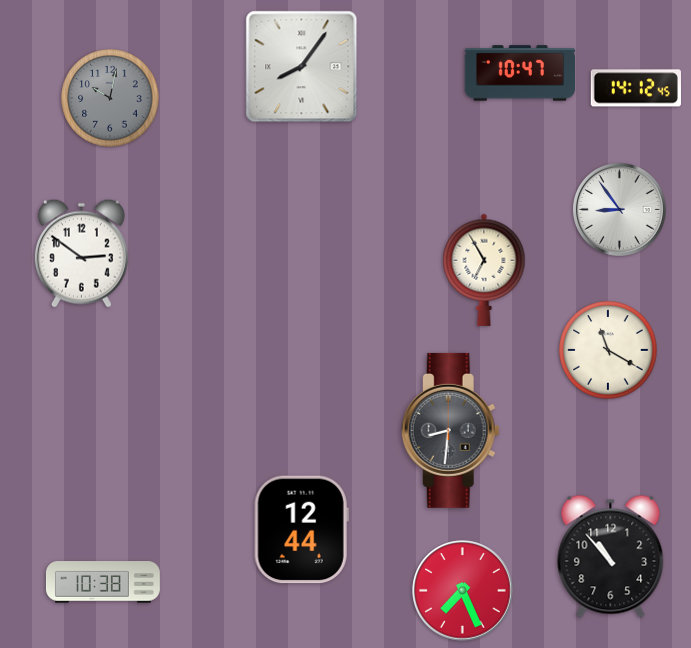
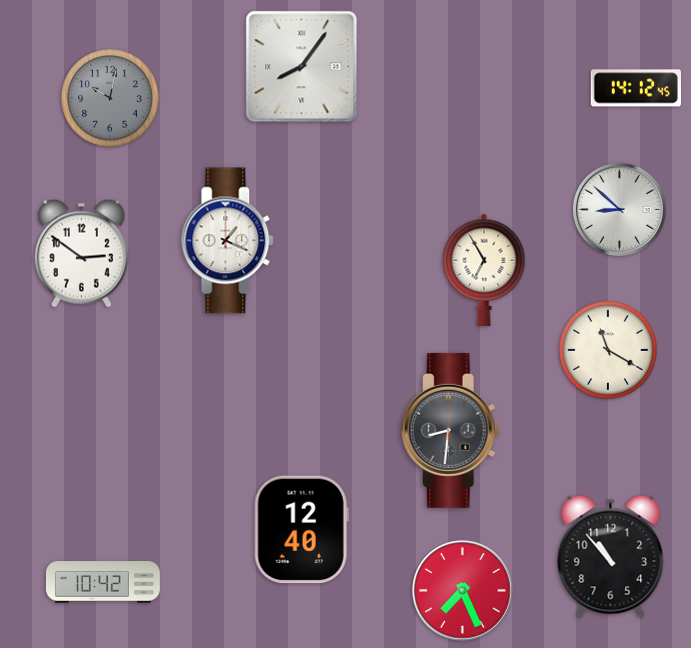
clock at (519, 73): 10:47 -> none
clock at (620, 210): 8:54 -> 8:52
clock at (228, 241): none -> 1:19
clock at (301, 530): 12:44 -> 12:40
clock at (103, 582): 10:38 -> 10:42
